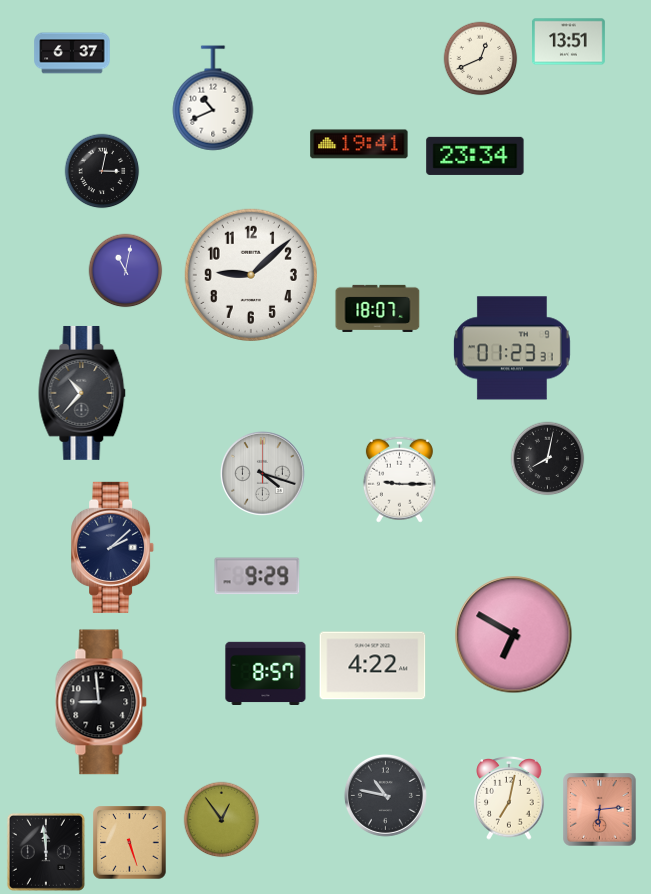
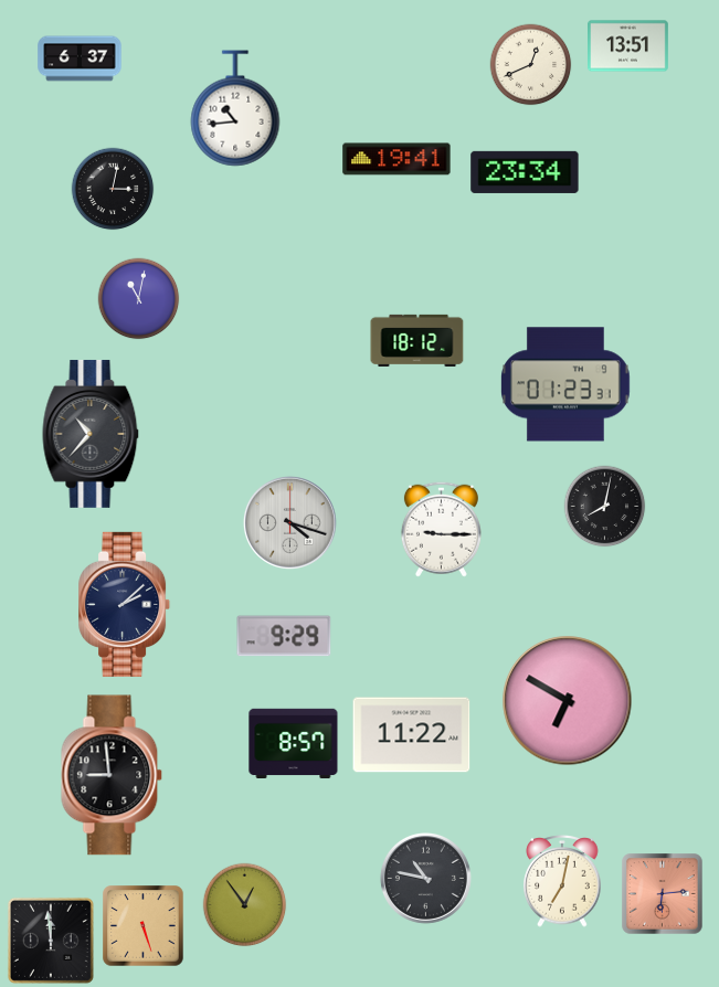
clock at (213, 98): 10:41 -> 10:44
clock at (251, 275): 9:08 -> none
clock at (378, 308): 18:07 -> 18:12
clock at (373, 666): 4:22 -> 11:22
clock at (130, 843) position: (130, 843) -> (144, 926)
